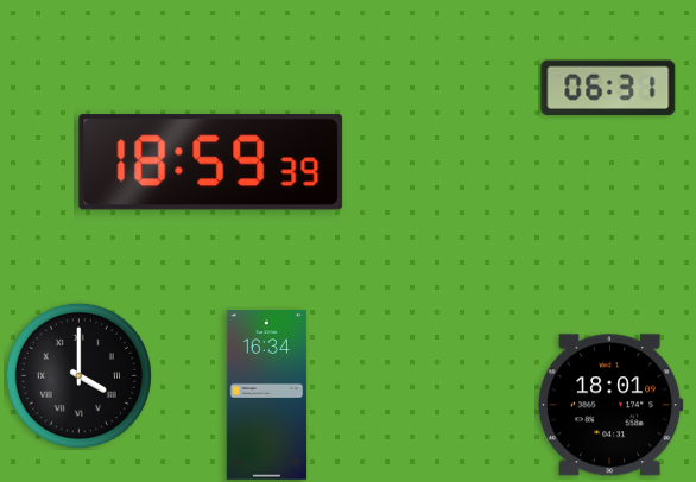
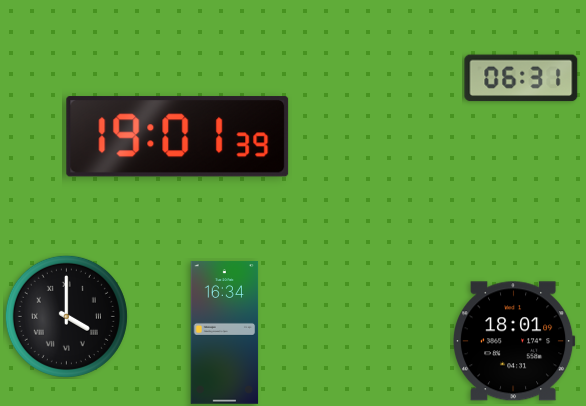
clock at (608, 88) position: (608, 88) -> (521, 78)
clock at (211, 163): 18:59 -> 19:01
